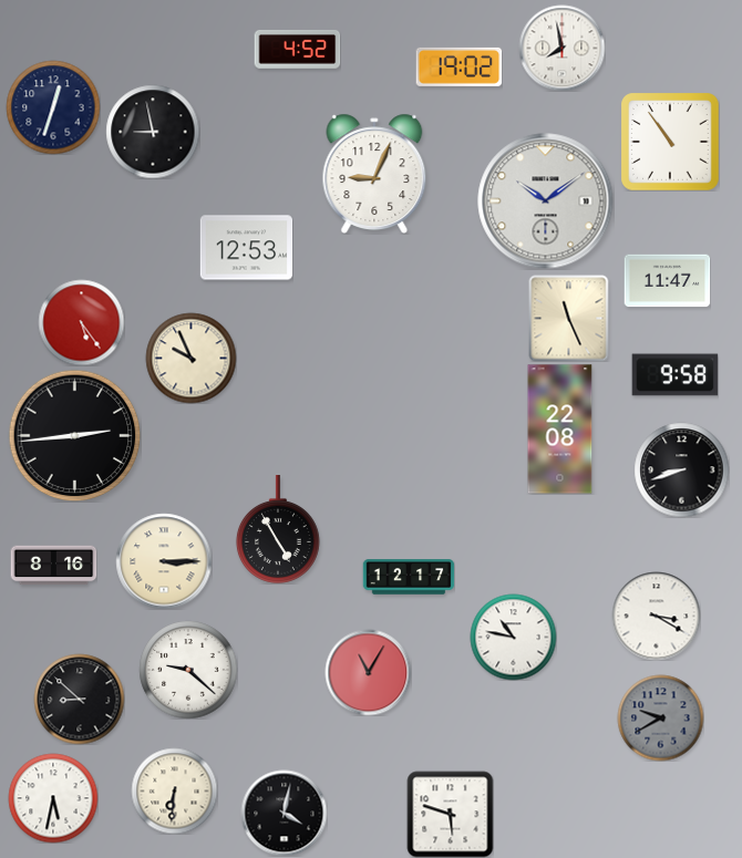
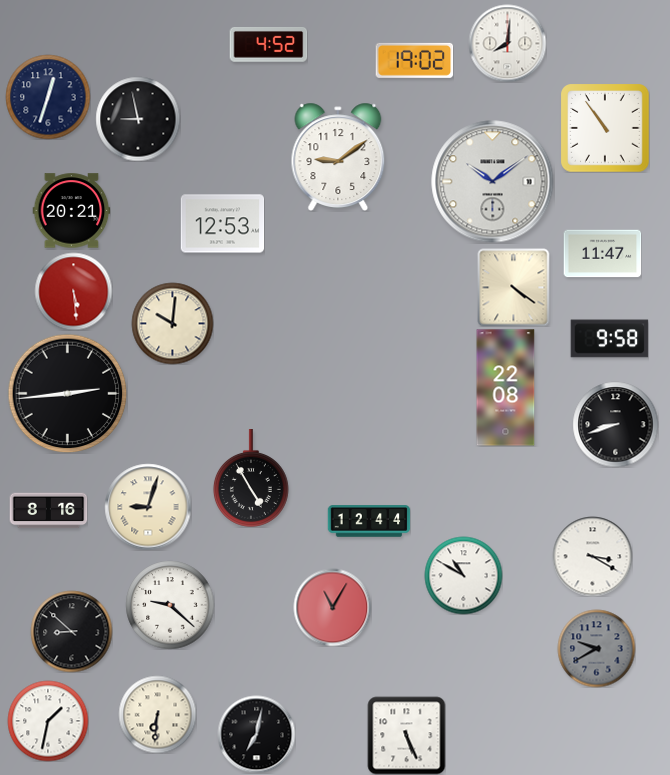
clock at (561, 48): 7:58 -> 8:01
clock at (374, 174): 9:04 -> 9:09
clock at (71, 211): none -> 20:21
clock at (569, 318): 11:26 -> 4:21
clock at (81, 322): 5:24 -> 5:29
clock at (190, 358): 9:56 -> 10:01
clock at (164, 561): 3:15 -> 9:03
clock at (409, 577): 12:17 -> 12:44
clock at (513, 637): 10:47 -> 10:50
clock at (53, 798): 5:32 -> 1:32
clock at (284, 813): 4:02 -> 7:02
clock at (450, 814): 5:48 -> 5:26
